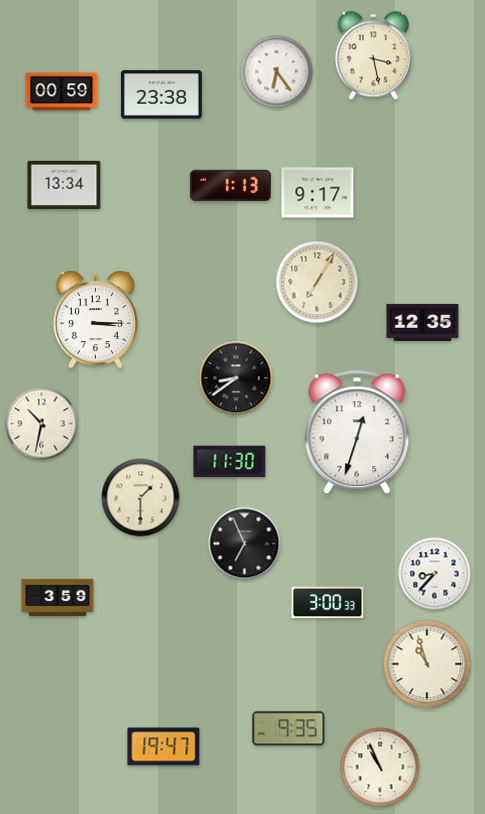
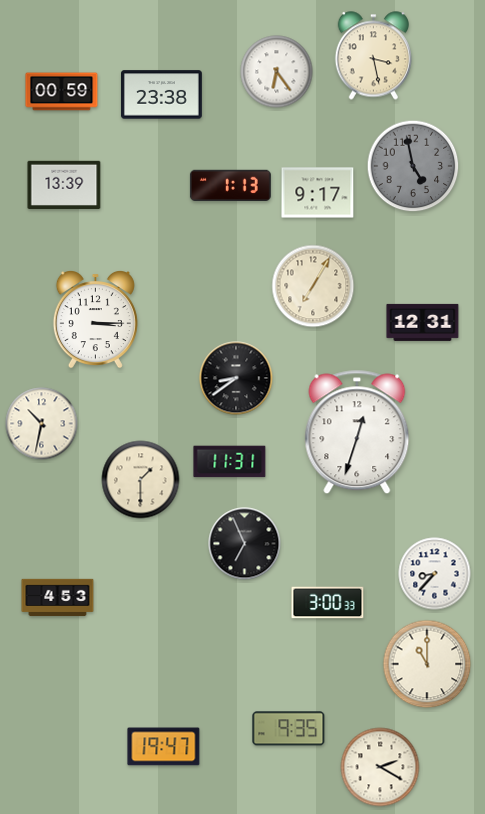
clock at (413, 166): none -> 4:58
clock at (64, 184): 13:34 -> 13:39
clock at (317, 282) position: (317, 282) -> (313, 286)
clock at (423, 322): 12:35 -> 12:31
clock at (230, 462): 11:30 -> 11:31
clock at (141, 498) position: (141, 498) -> (141, 480)
clock at (58, 598): 3:59 -> 4:53
clock at (427, 664): 10:57 -> 11:00
clock at (380, 767): 10:56 -> 2:20
